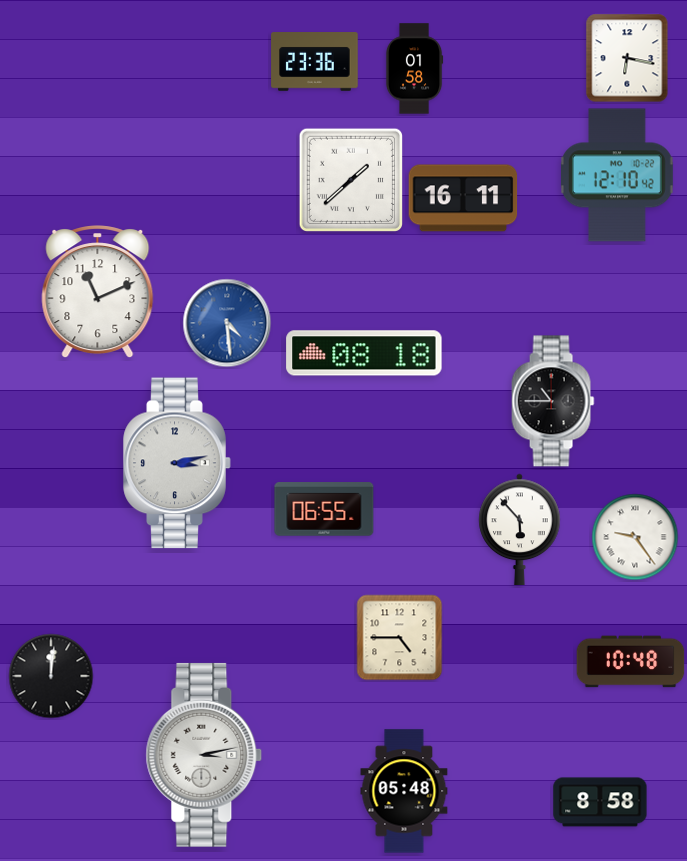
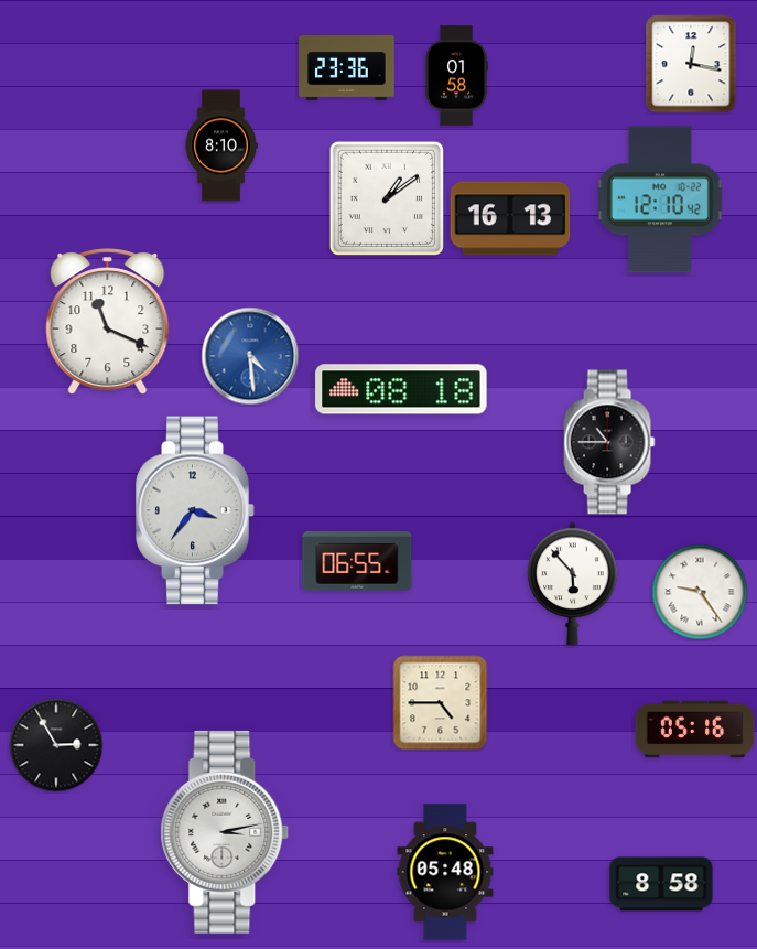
clock at (627, 58): 6:17 -> 12:17
clock at (221, 145): none -> 8:10
clock at (617, 175) position: (617, 175) -> (660, 199)
clock at (351, 180): 1:38 -> 1:09
clock at (463, 198): 16:11 -> 16:13
clock at (98, 292): 11:11 -> 11:19
clock at (177, 463): 3:13 -> 3:36
clock at (631, 662): 10:48 -> 05:16
clock at (51, 676): 12:01 -> 2:55
